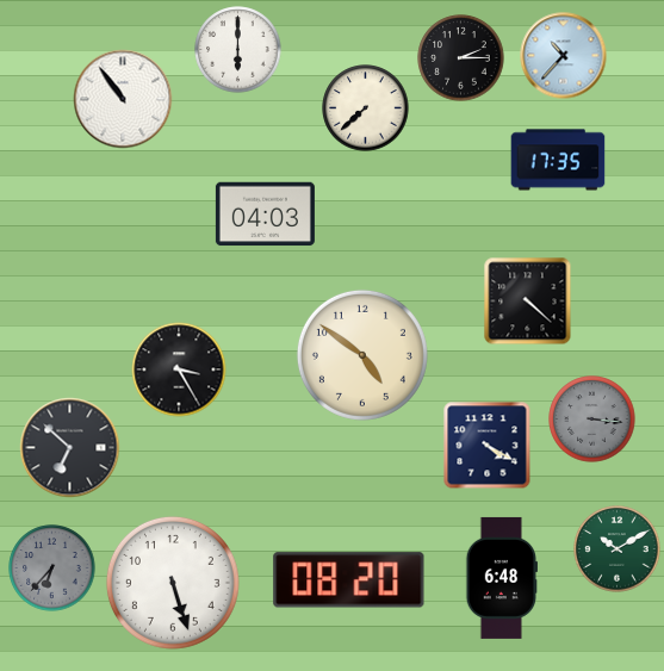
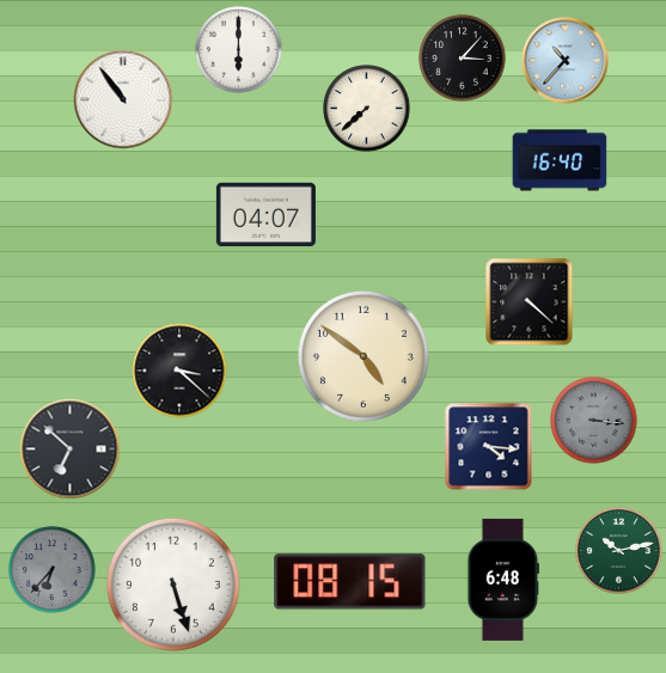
clock at (564, 56) position: (564, 56) -> (566, 61)
clock at (461, 58): 2:15 -> 3:07
clock at (558, 160): 17:35 -> 16:40
clock at (265, 215): 04:03 -> 04:07
clock at (179, 369): 3:25 -> 3:22
clock at (488, 446): 4:20 -> 4:16
clock at (618, 549): 10:10 -> 10:13
clock at (349, 580): 08:20 -> 08:15
